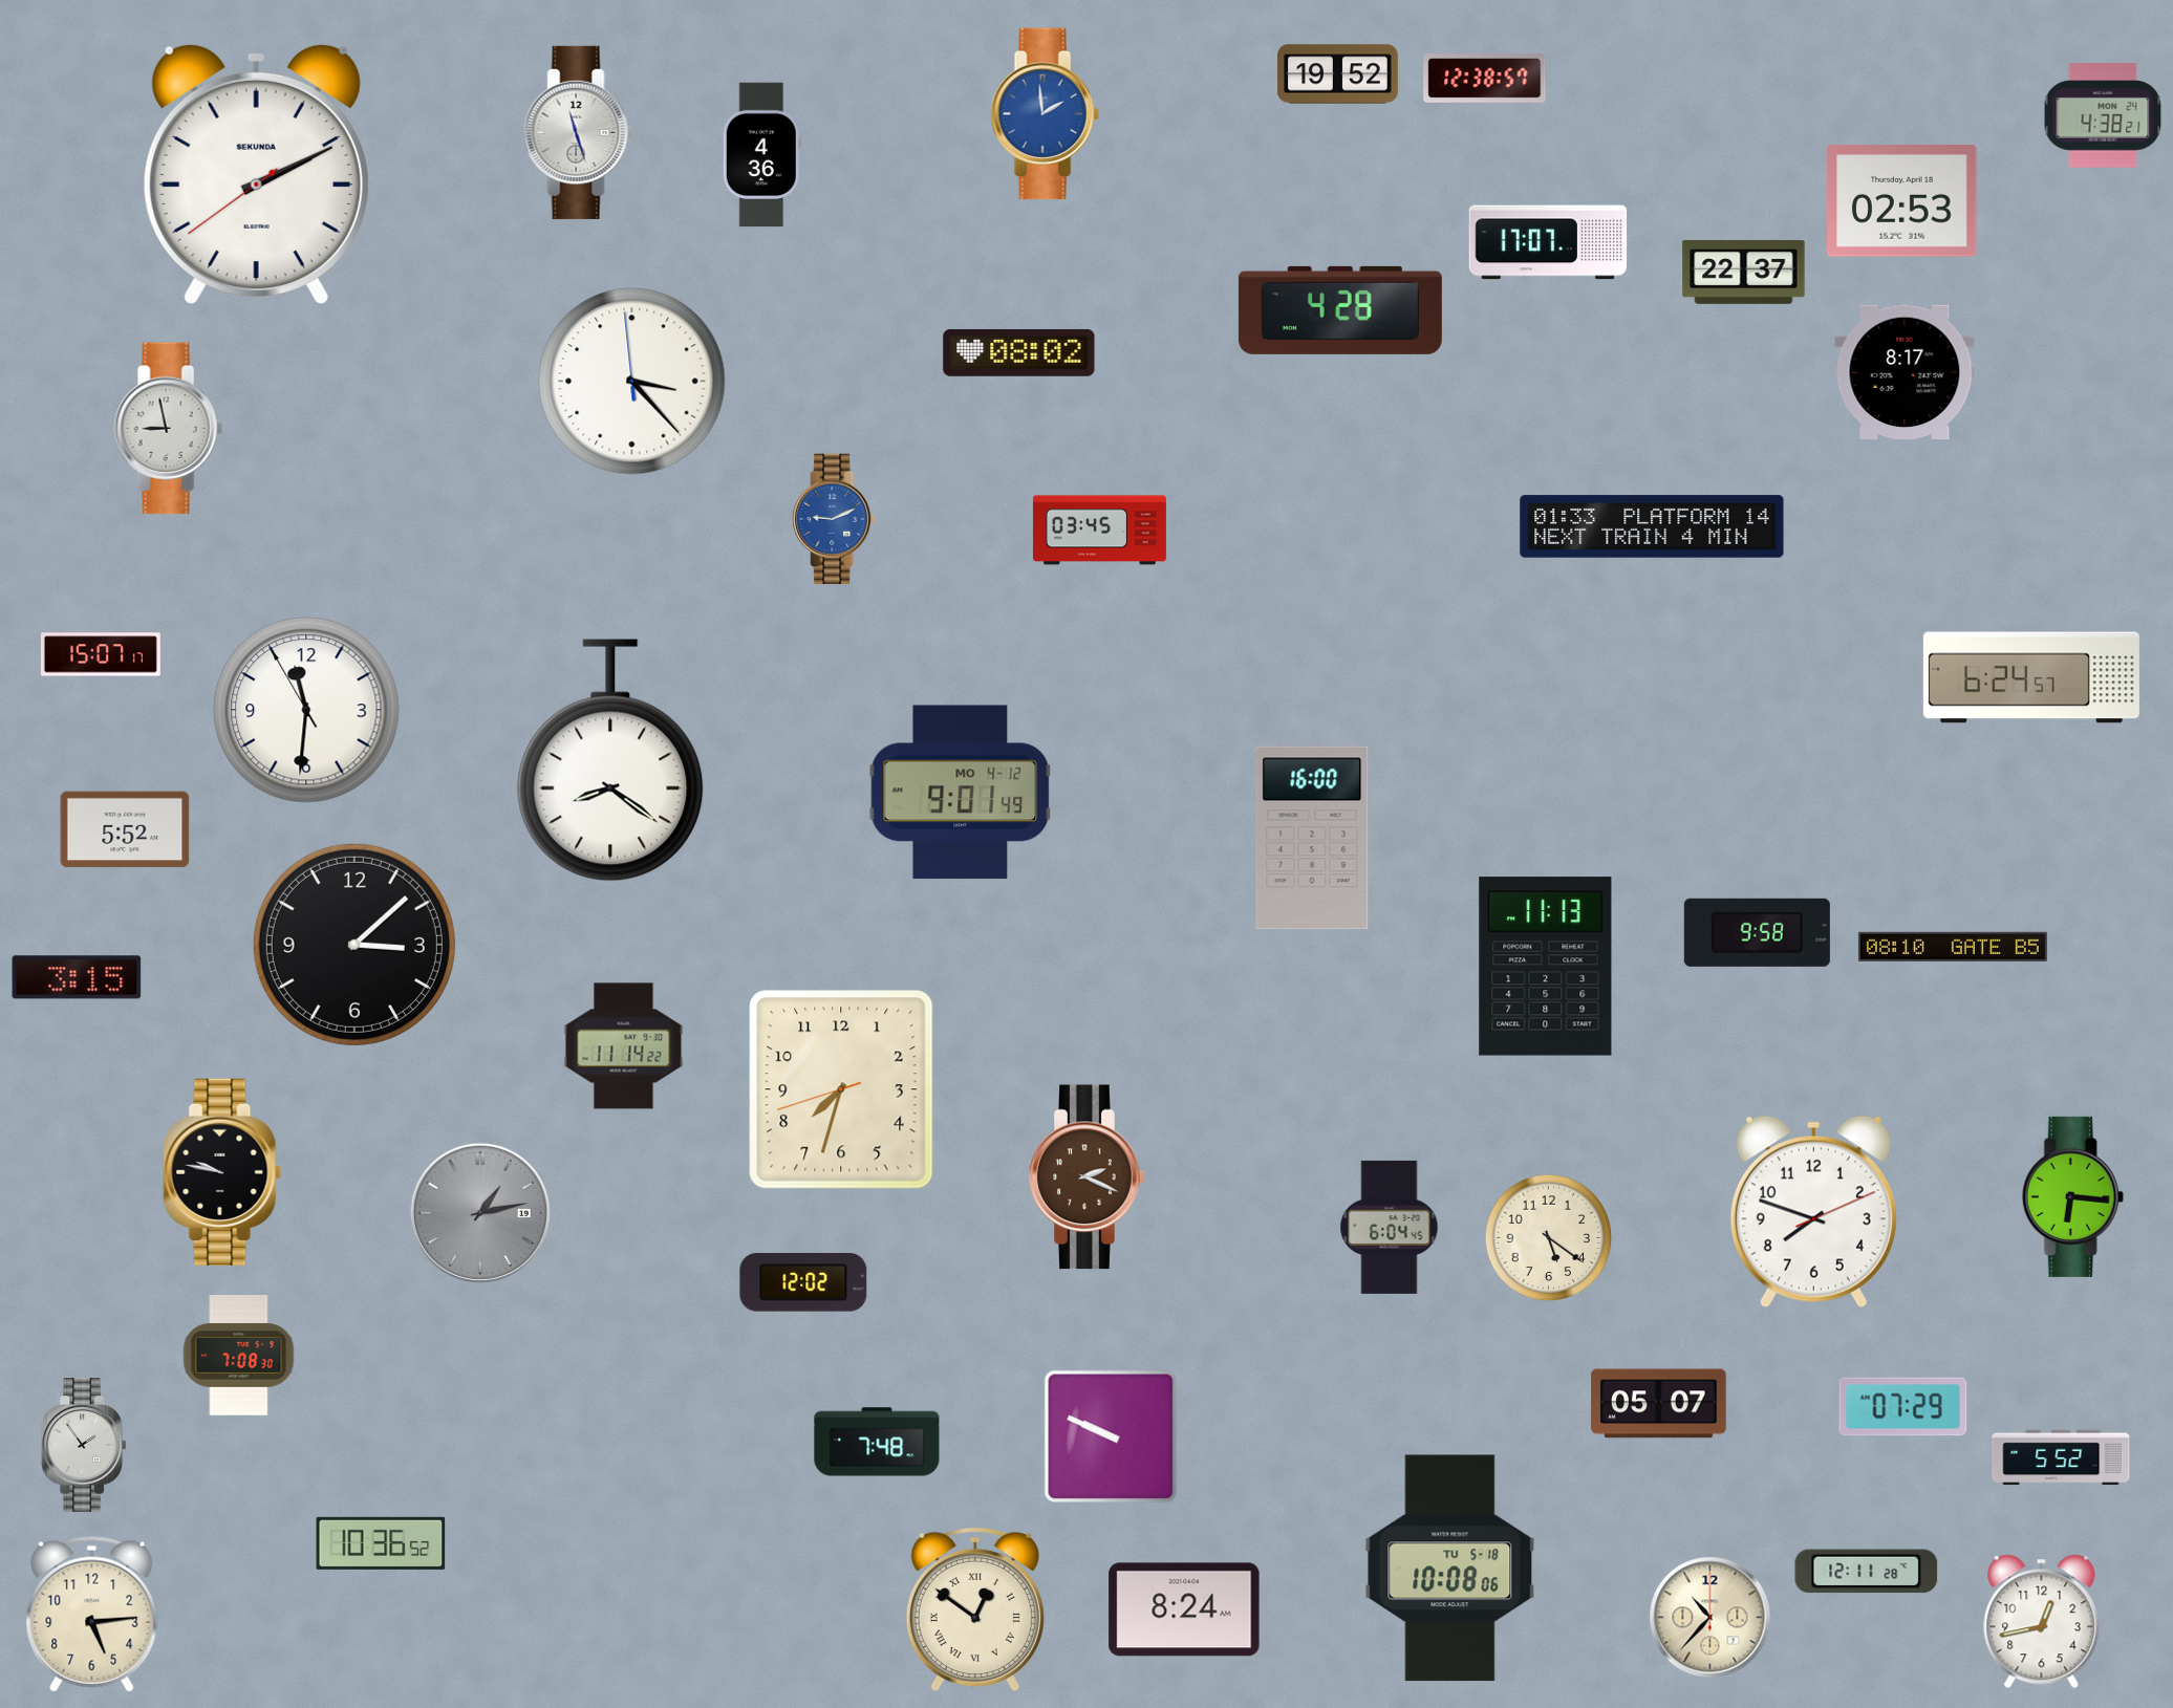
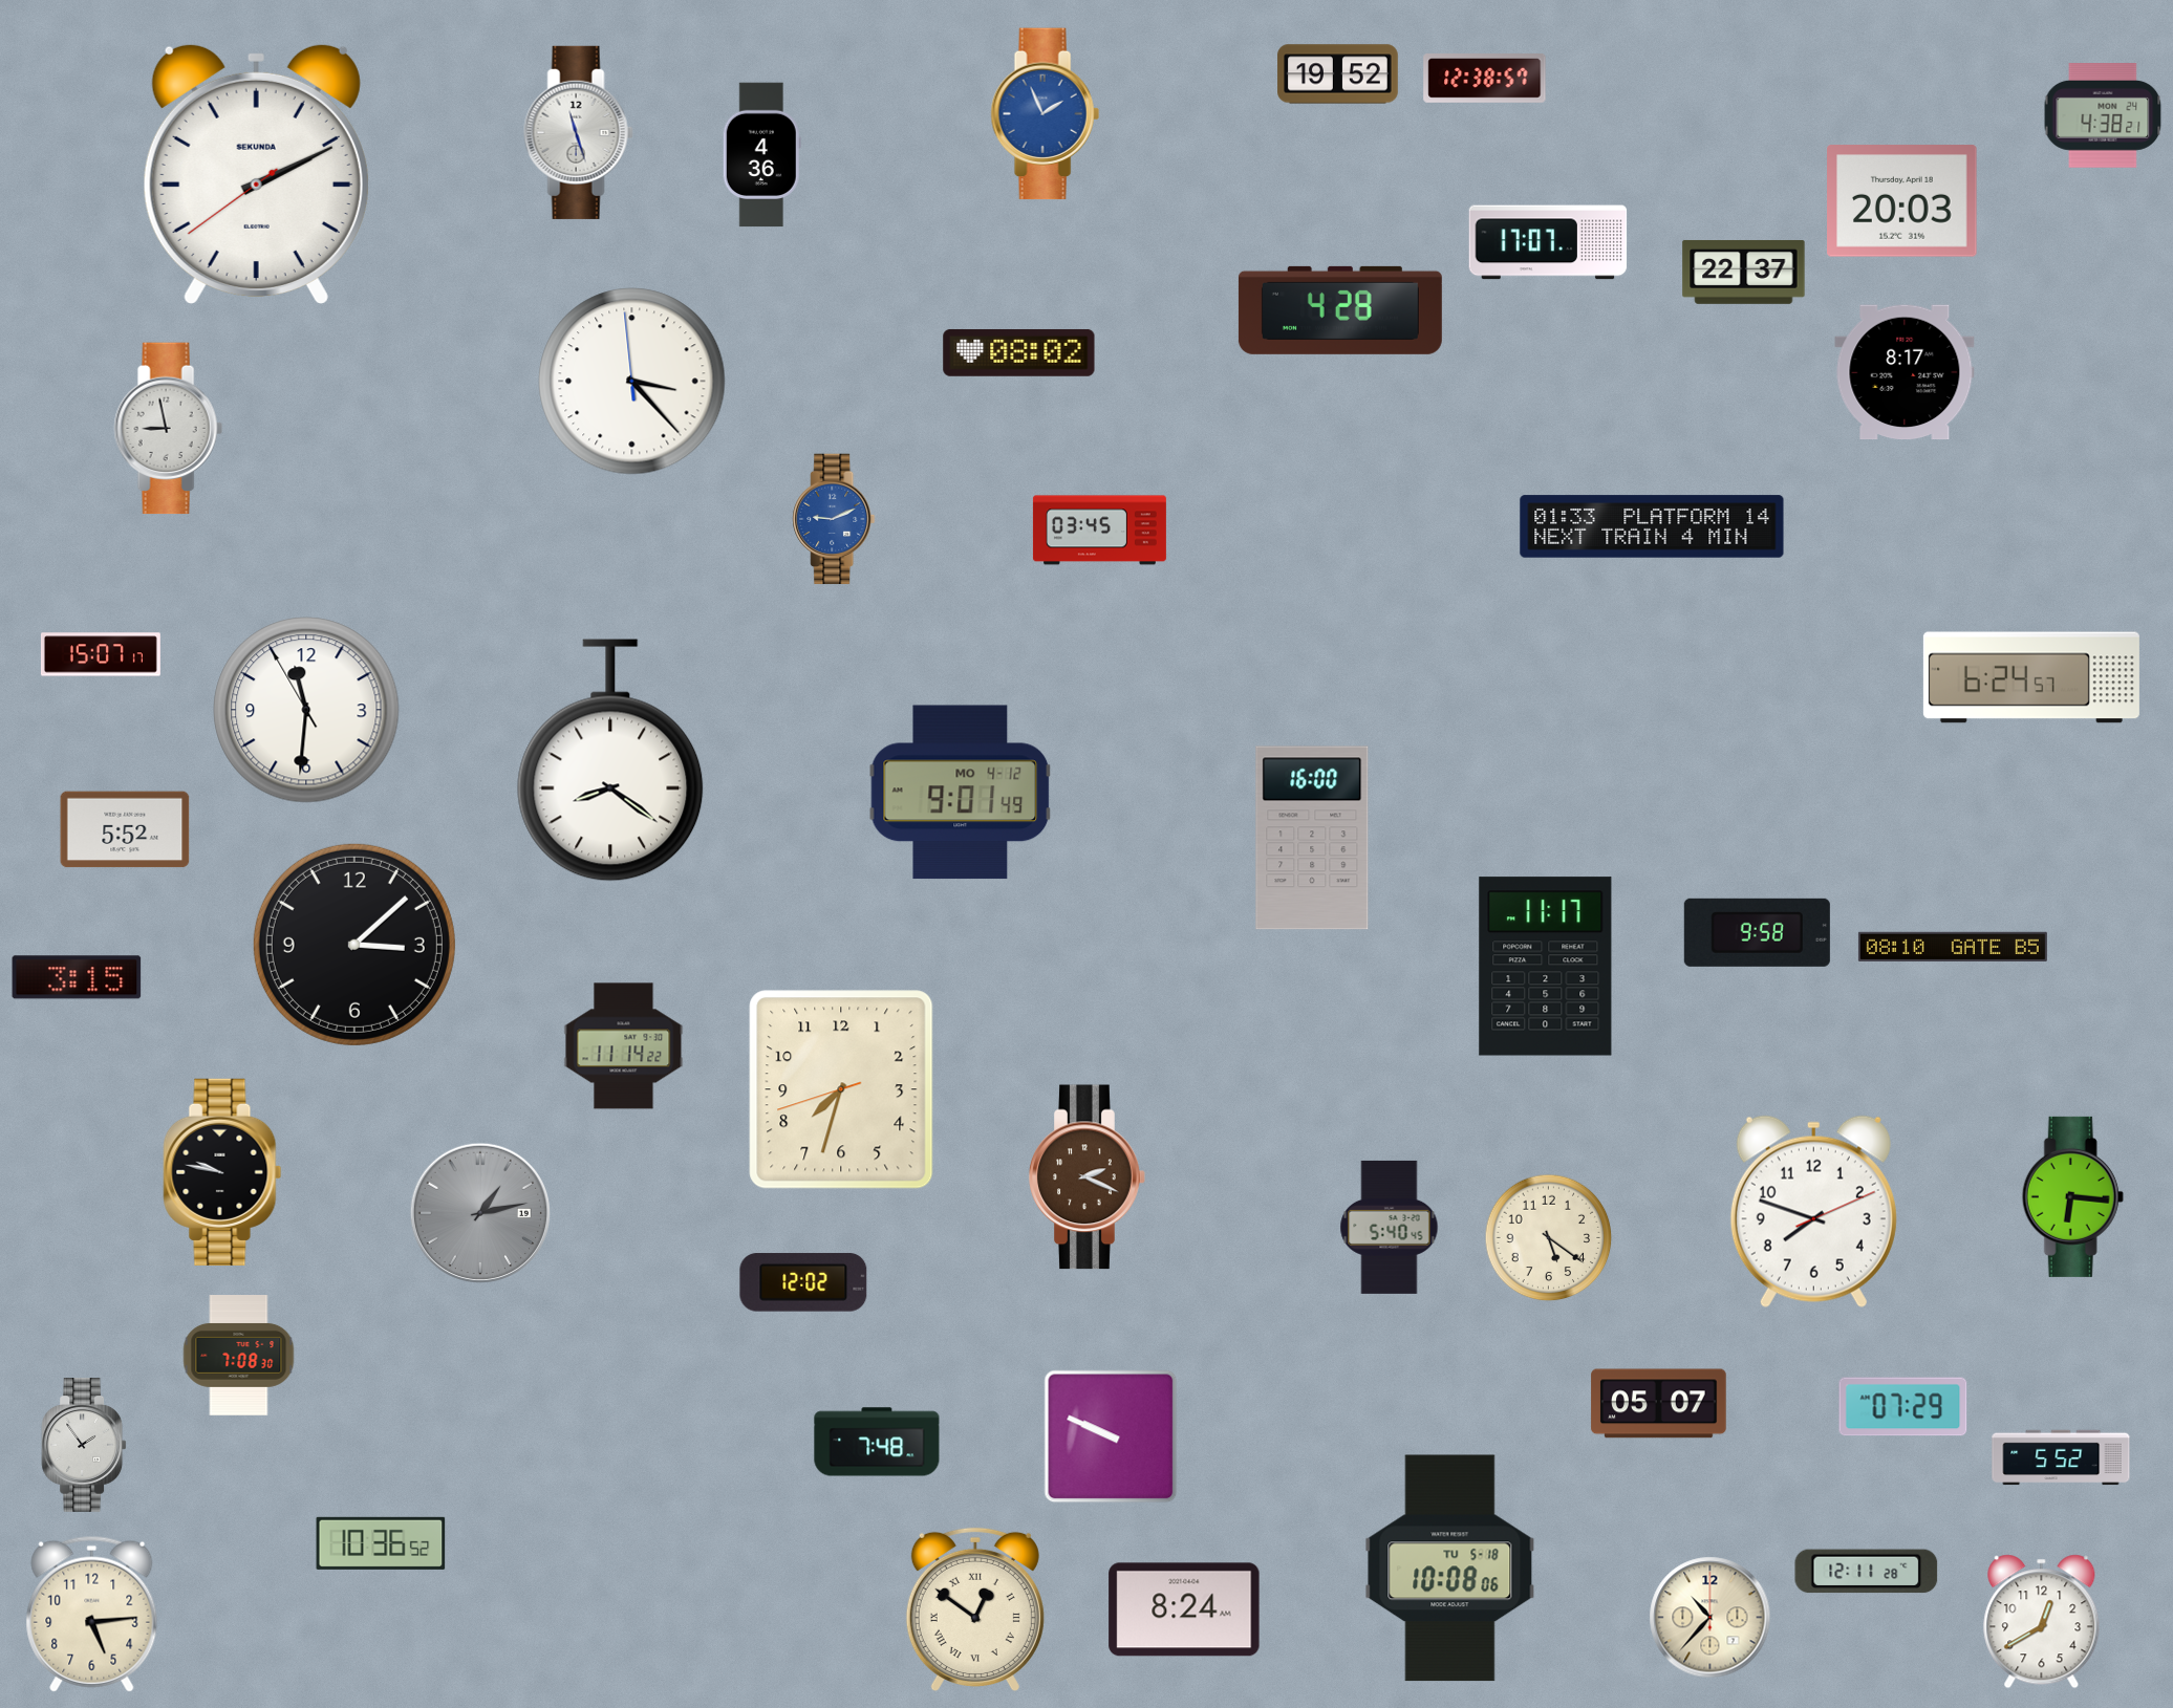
clock at (1045, 114): 1:59 -> 1:56
clock at (1902, 201): 02:53 -> 20:03
clock at (1546, 967): 11:13 -> 11:17
clock at (1390, 1227): 6:04 -> 5:40
clock at (2042, 1622): 12:43 -> 12:40
